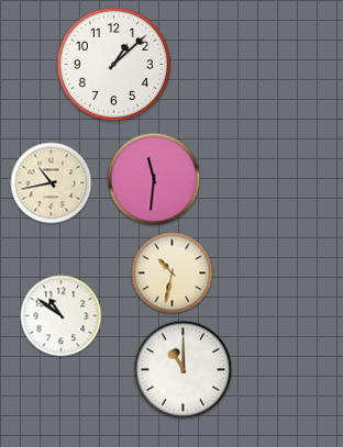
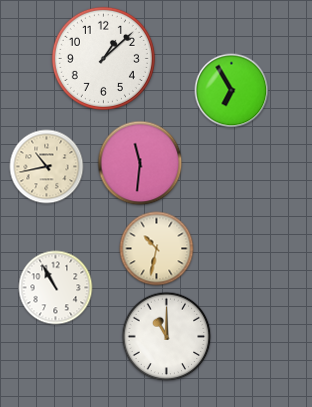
clock at (232, 91): none -> 6:55
clock at (62, 316): 10:51 -> 10:55
